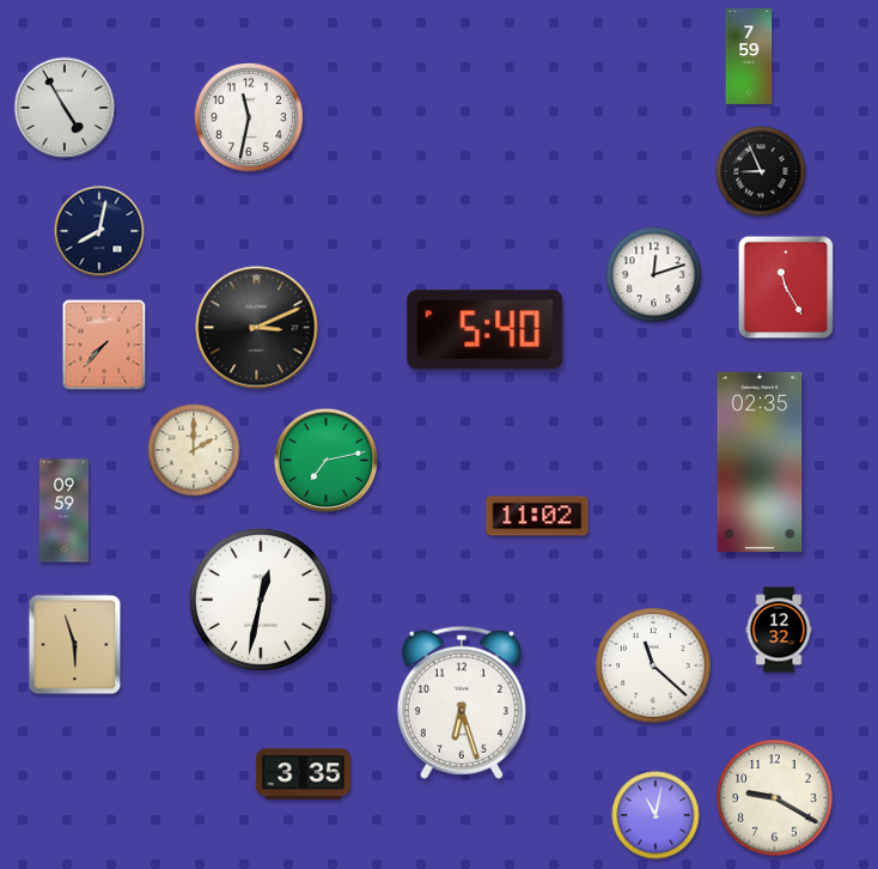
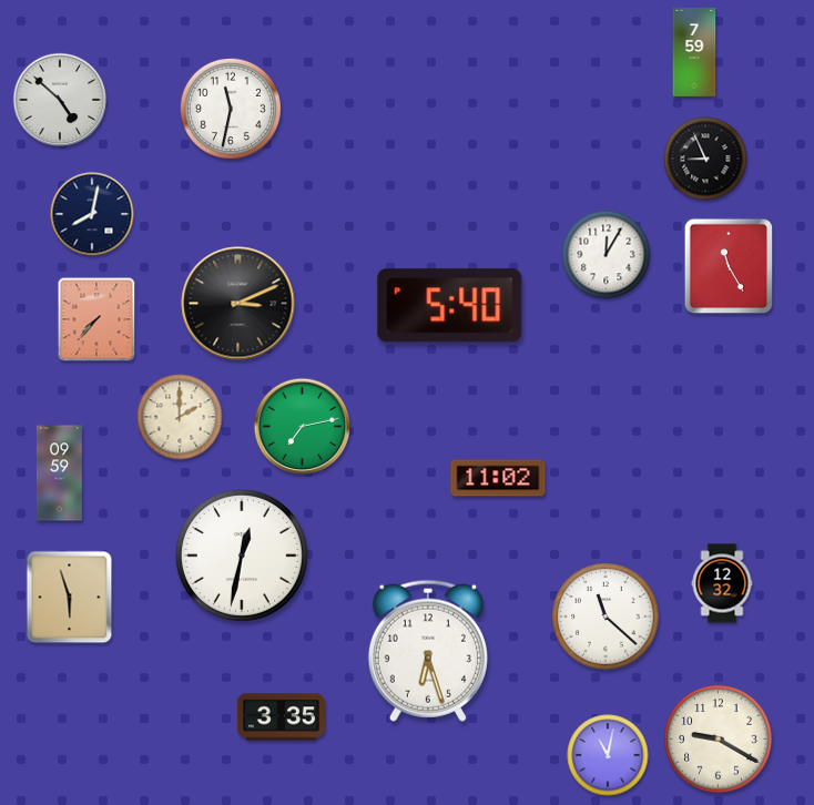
clock at (65, 108): 4:55 -> 4:52
clock at (654, 275): 12:12 -> 12:05
clock at (760, 462): 02:35 -> none
